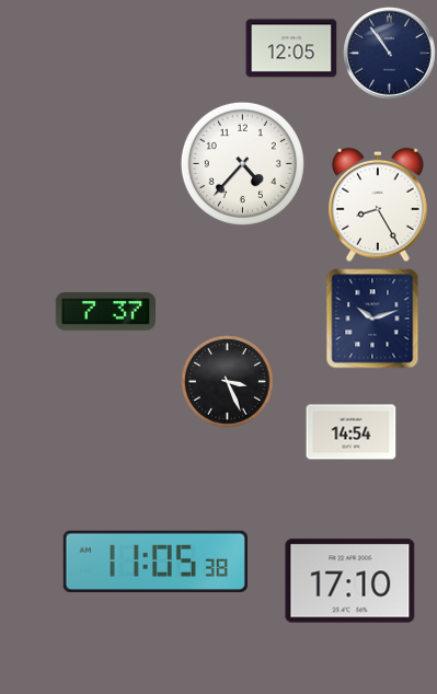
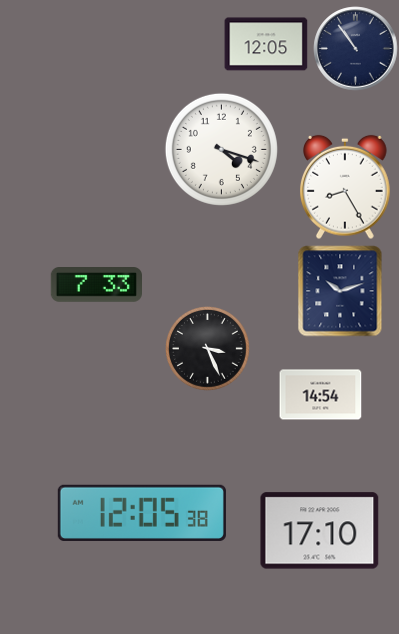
clock at (242, 163): 4:37 -> 4:18
clock at (105, 312): 7:37 -> 7:33
clock at (156, 562): 11:05 -> 12:05
